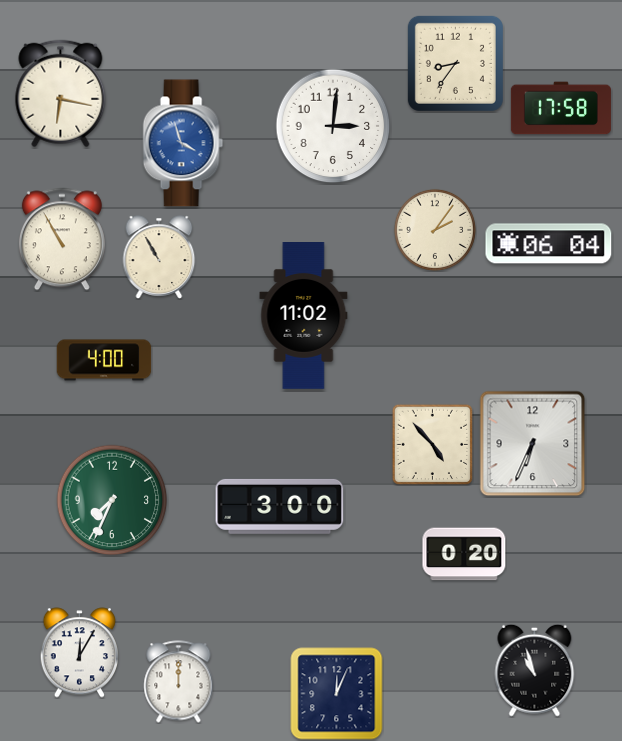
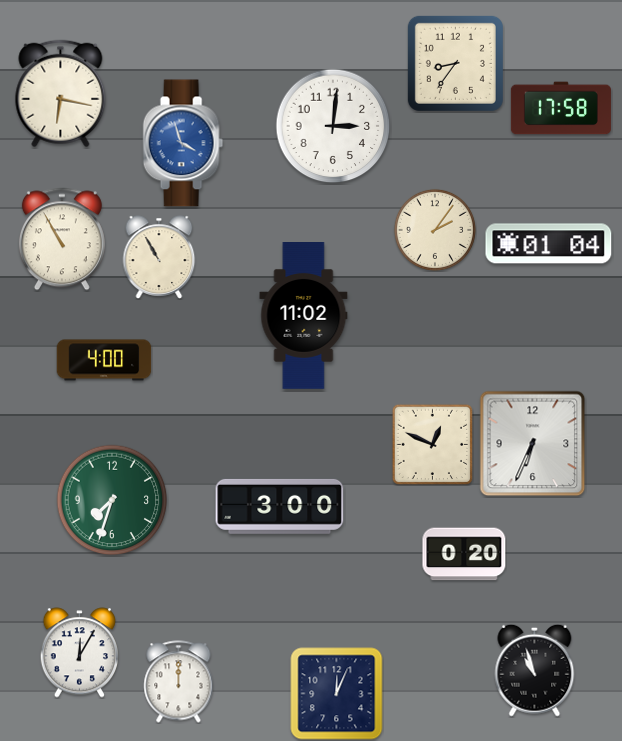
clock at (549, 244): 06:04 -> 01:04
clock at (432, 444): 4:53 -> 12:49
clock at (112, 500): 7:34 -> 7:33
